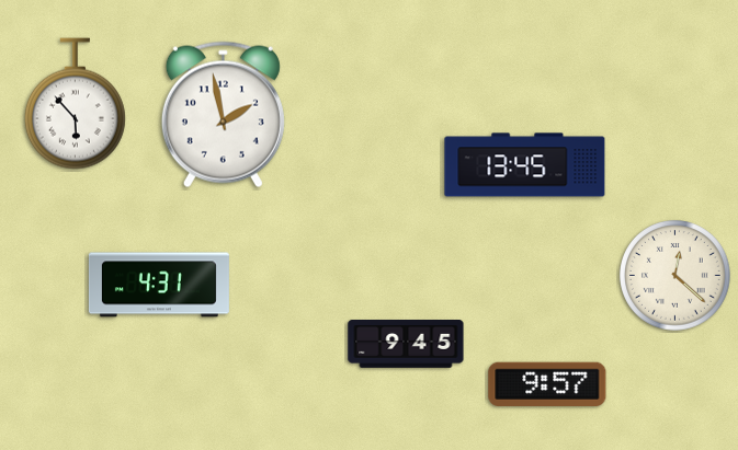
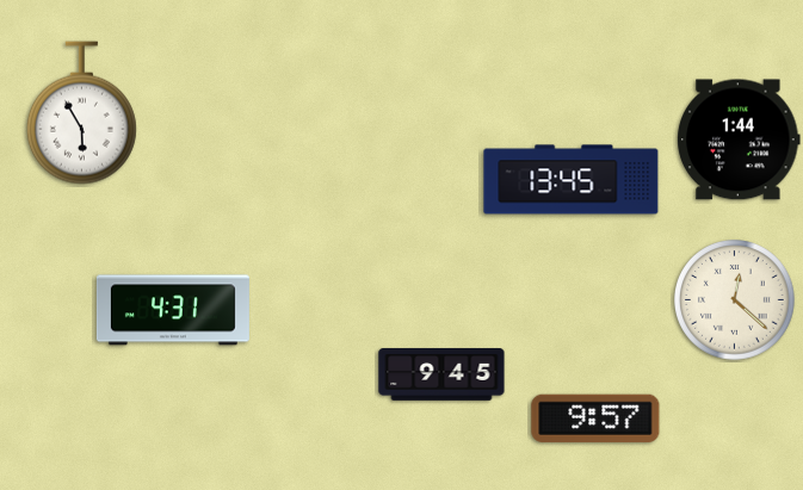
clock at (75, 104): 5:53 -> 5:55
clock at (223, 115): 1:58 -> none
clock at (739, 139): none -> 1:44
